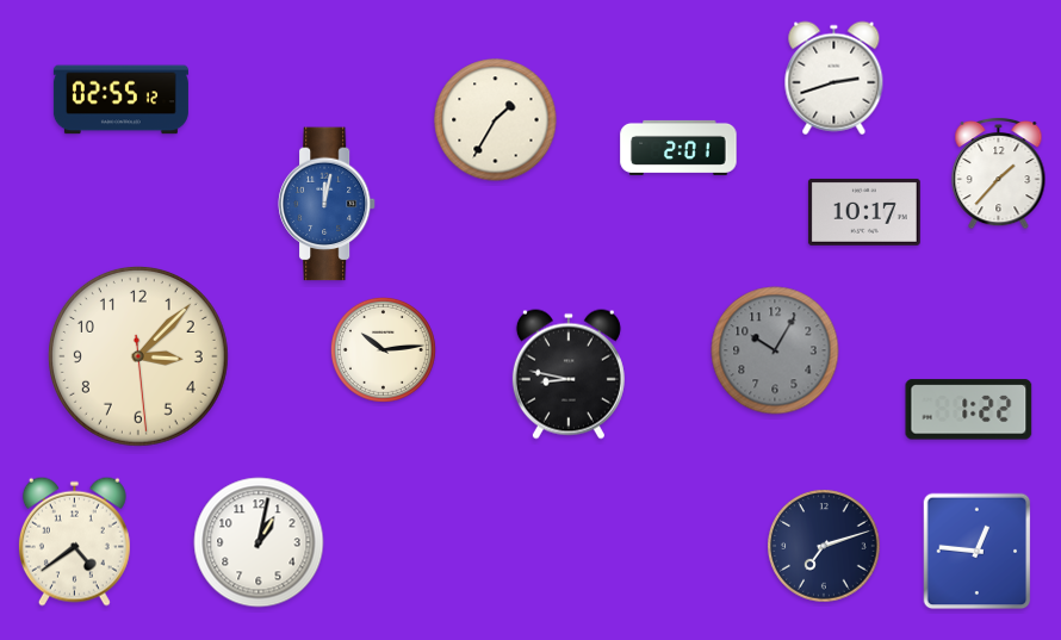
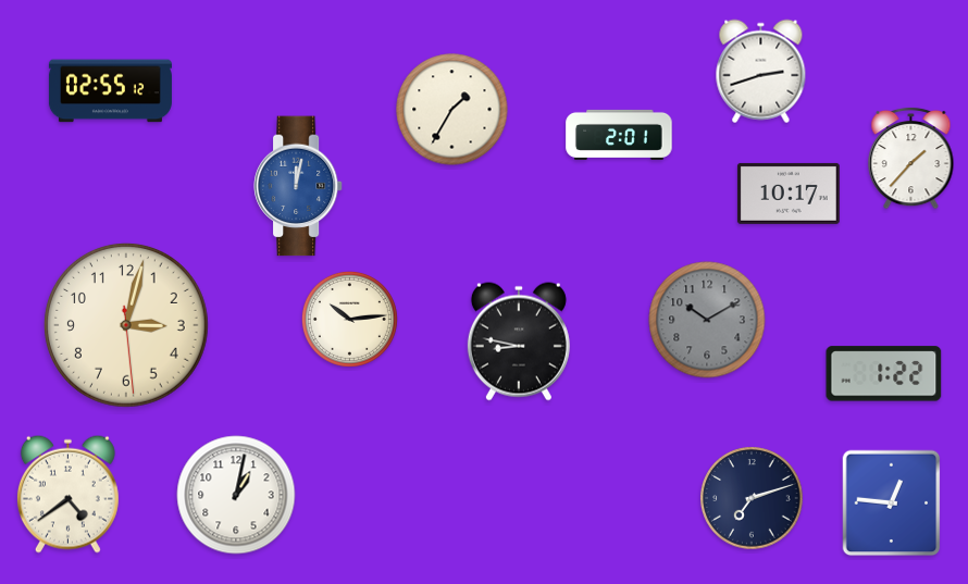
clock at (775, 350): 10:05 -> 10:10
clock at (138, 356): 3:07 -> 3:02
